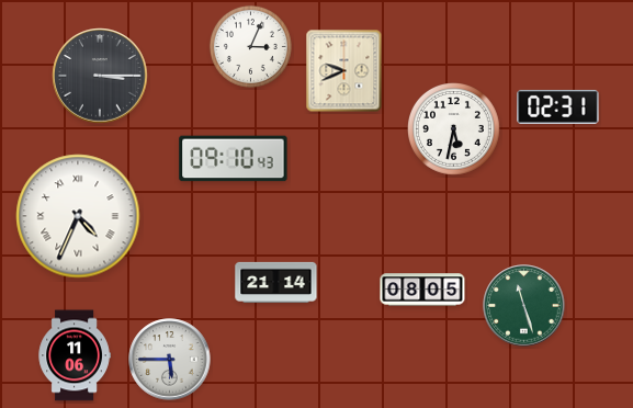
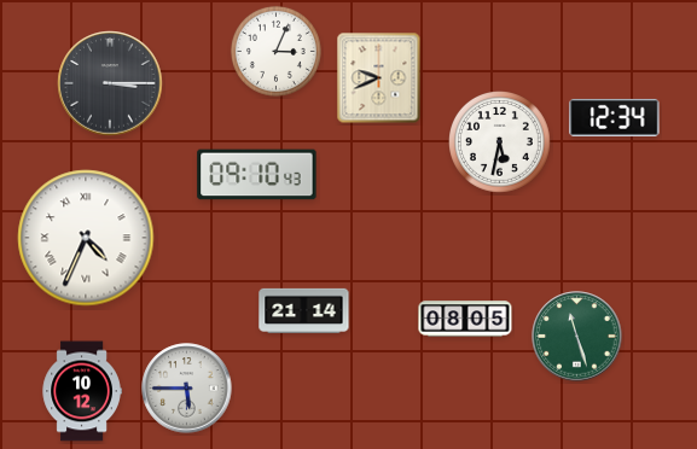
clock at (558, 106): 02:31 -> 12:34
clock at (75, 355): 11:06 -> 10:12
clock at (170, 360) position: (170, 360) -> (187, 389)
